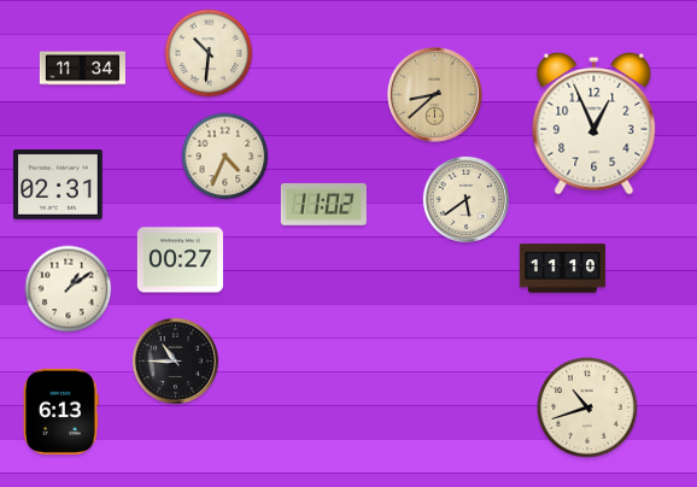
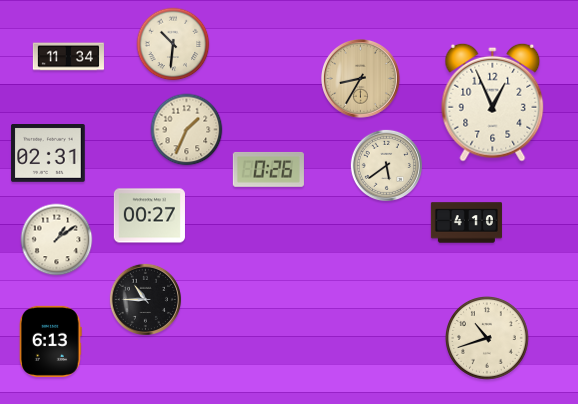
clock at (435, 95): 8:38 -> 8:35
clock at (225, 157): 4:34 -> 1:34
clock at (323, 204): 11:02 -> 0:26
clock at (562, 269): 11:10 -> 4:10
